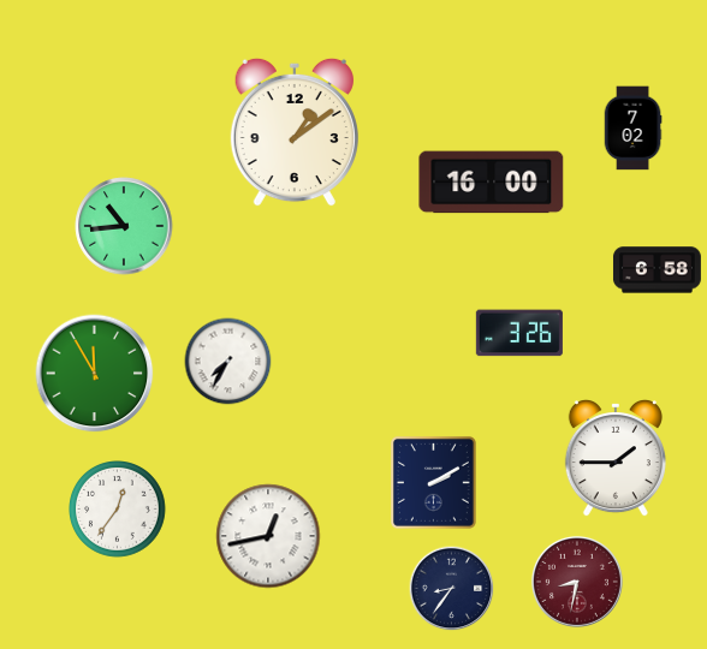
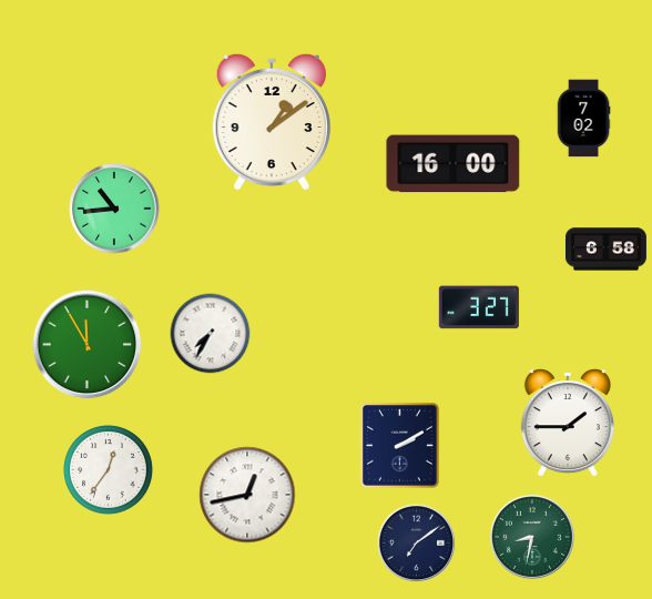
clock at (492, 183) position: (492, 183) -> (454, 164)
clock at (519, 333): 3:26 -> 3:27
clock at (577, 582) dial: burgundy -> green
clock at (452, 589): 8:36 -> 7:09
